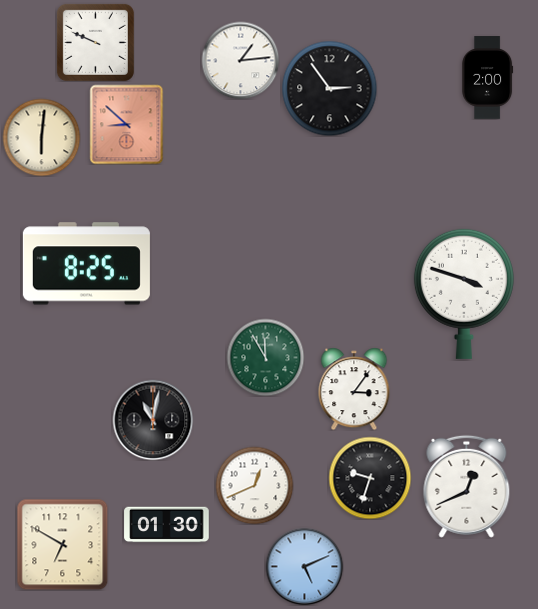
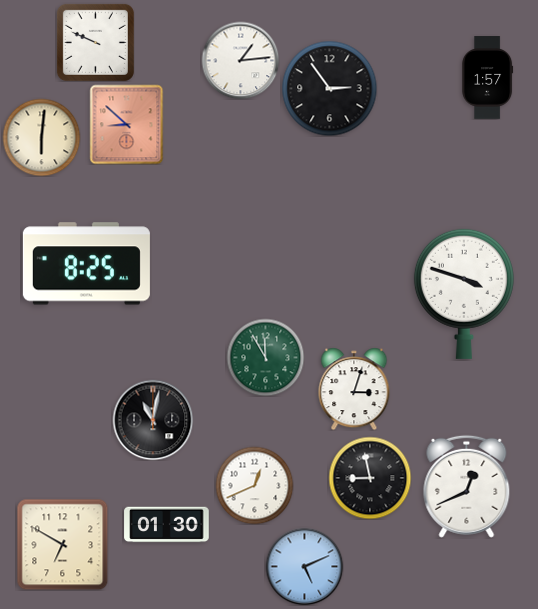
clock at (488, 78): 2:00 -> 1:57
clock at (354, 389): 3:06 -> 3:03
clock at (370, 478): 9:33 -> 8:58
